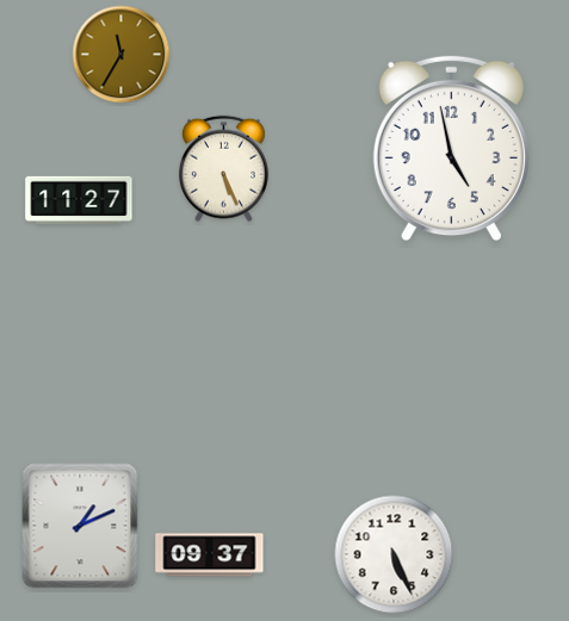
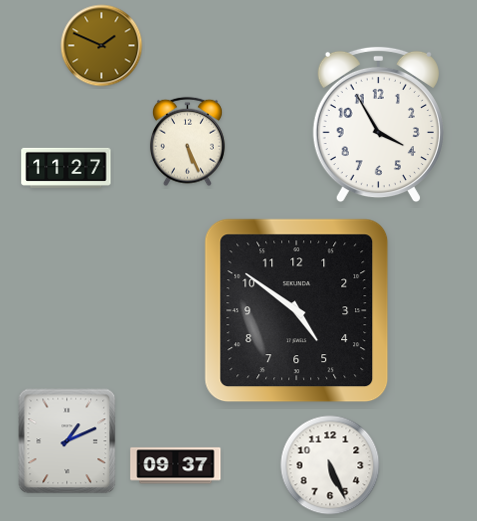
clock at (122, 55): 11:35 -> 1:49
clock at (451, 149): 4:58 -> 3:55
clock at (297, 311): none -> 4:51
